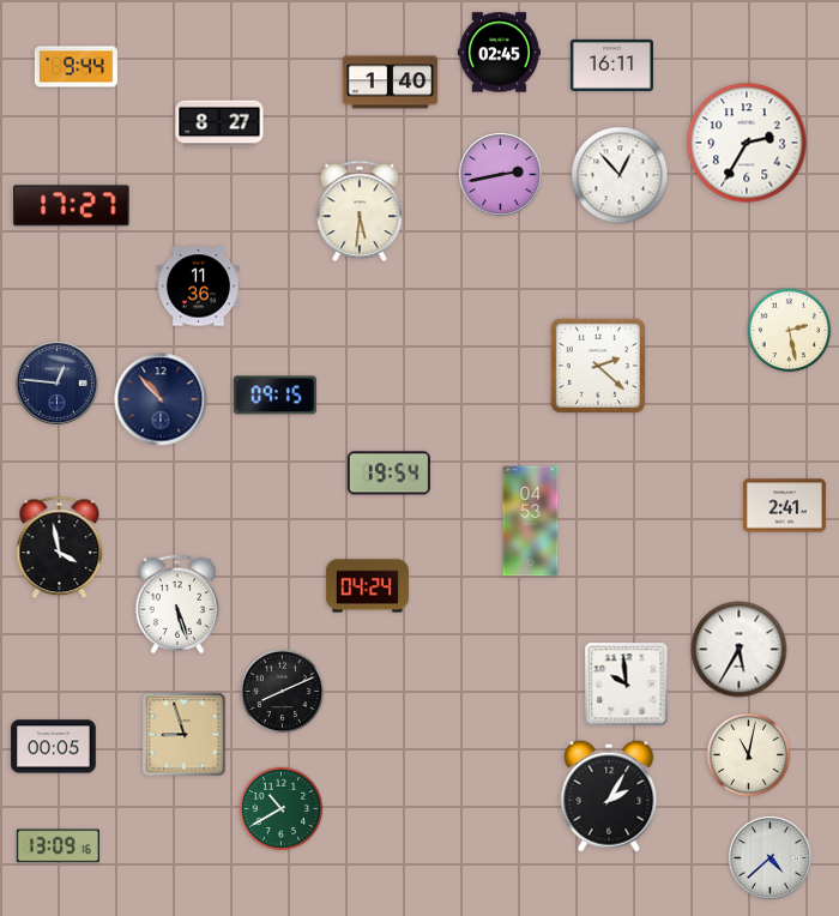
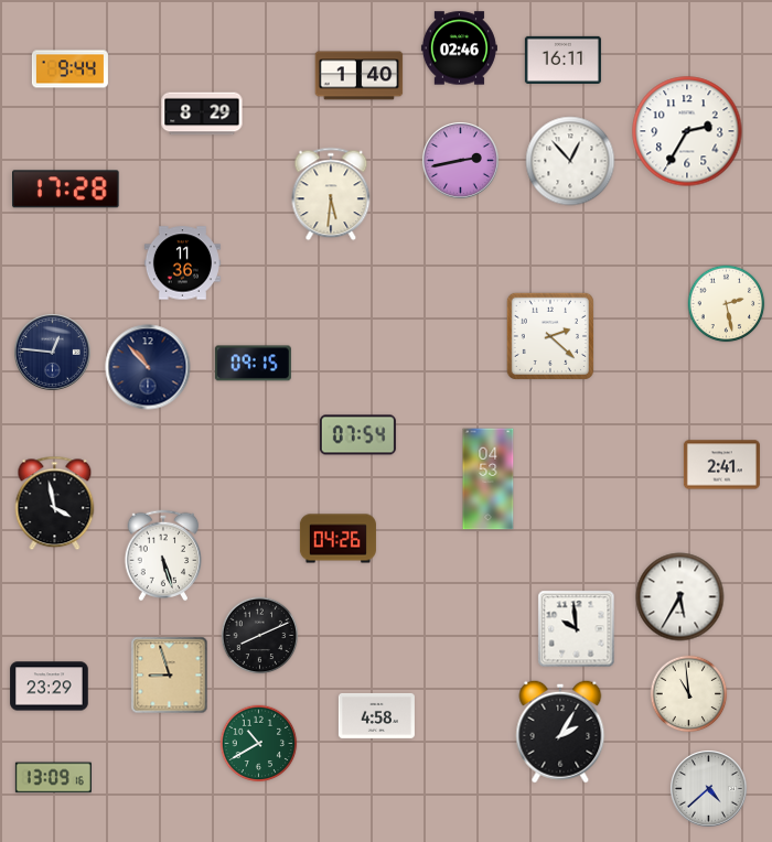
clock at (499, 53): 02:45 -> 02:46
clock at (76, 67) position: (76, 67) -> (69, 69)
clock at (219, 123): 8:27 -> 8:29
clock at (72, 206): 17:27 -> 17:28
clock at (388, 474): 19:54 -> 07:54
clock at (367, 586): 04:24 -> 04:26
clock at (54, 747): 00:05 -> 23:29
clock at (749, 755): 11:02 -> 10:59
clock at (376, 715): none -> 4:58
